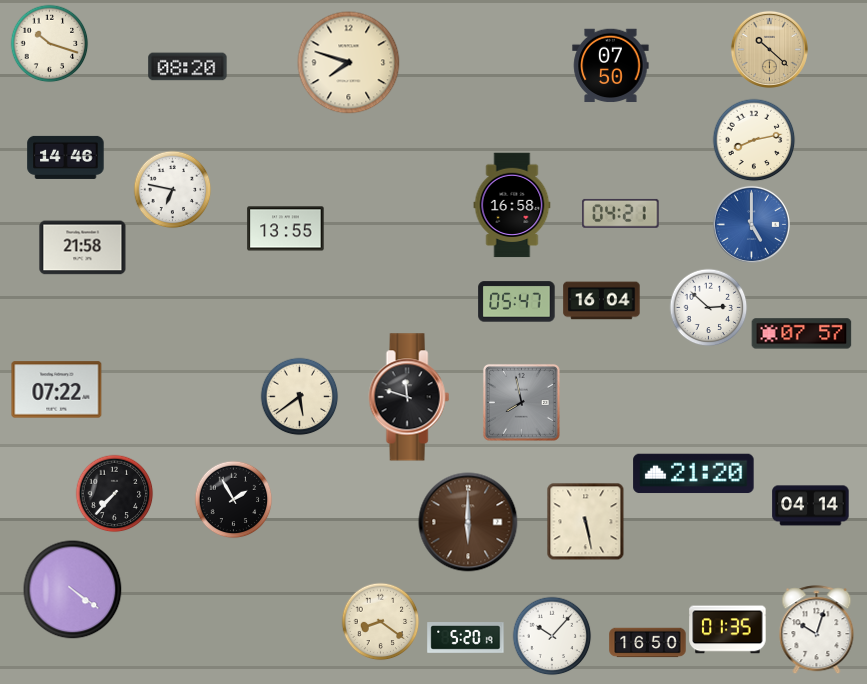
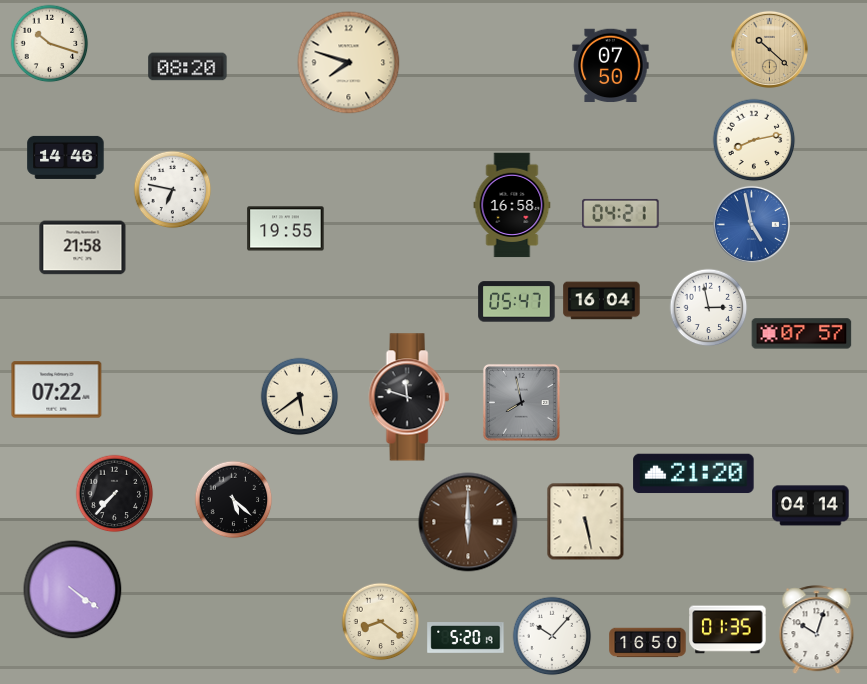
clock at (751, 224): 5:00 -> 4:58
clock at (286, 229): 13:55 -> 19:55
clock at (708, 307): 2:52 -> 2:58
clock at (233, 499): 1:55 -> 5:22
